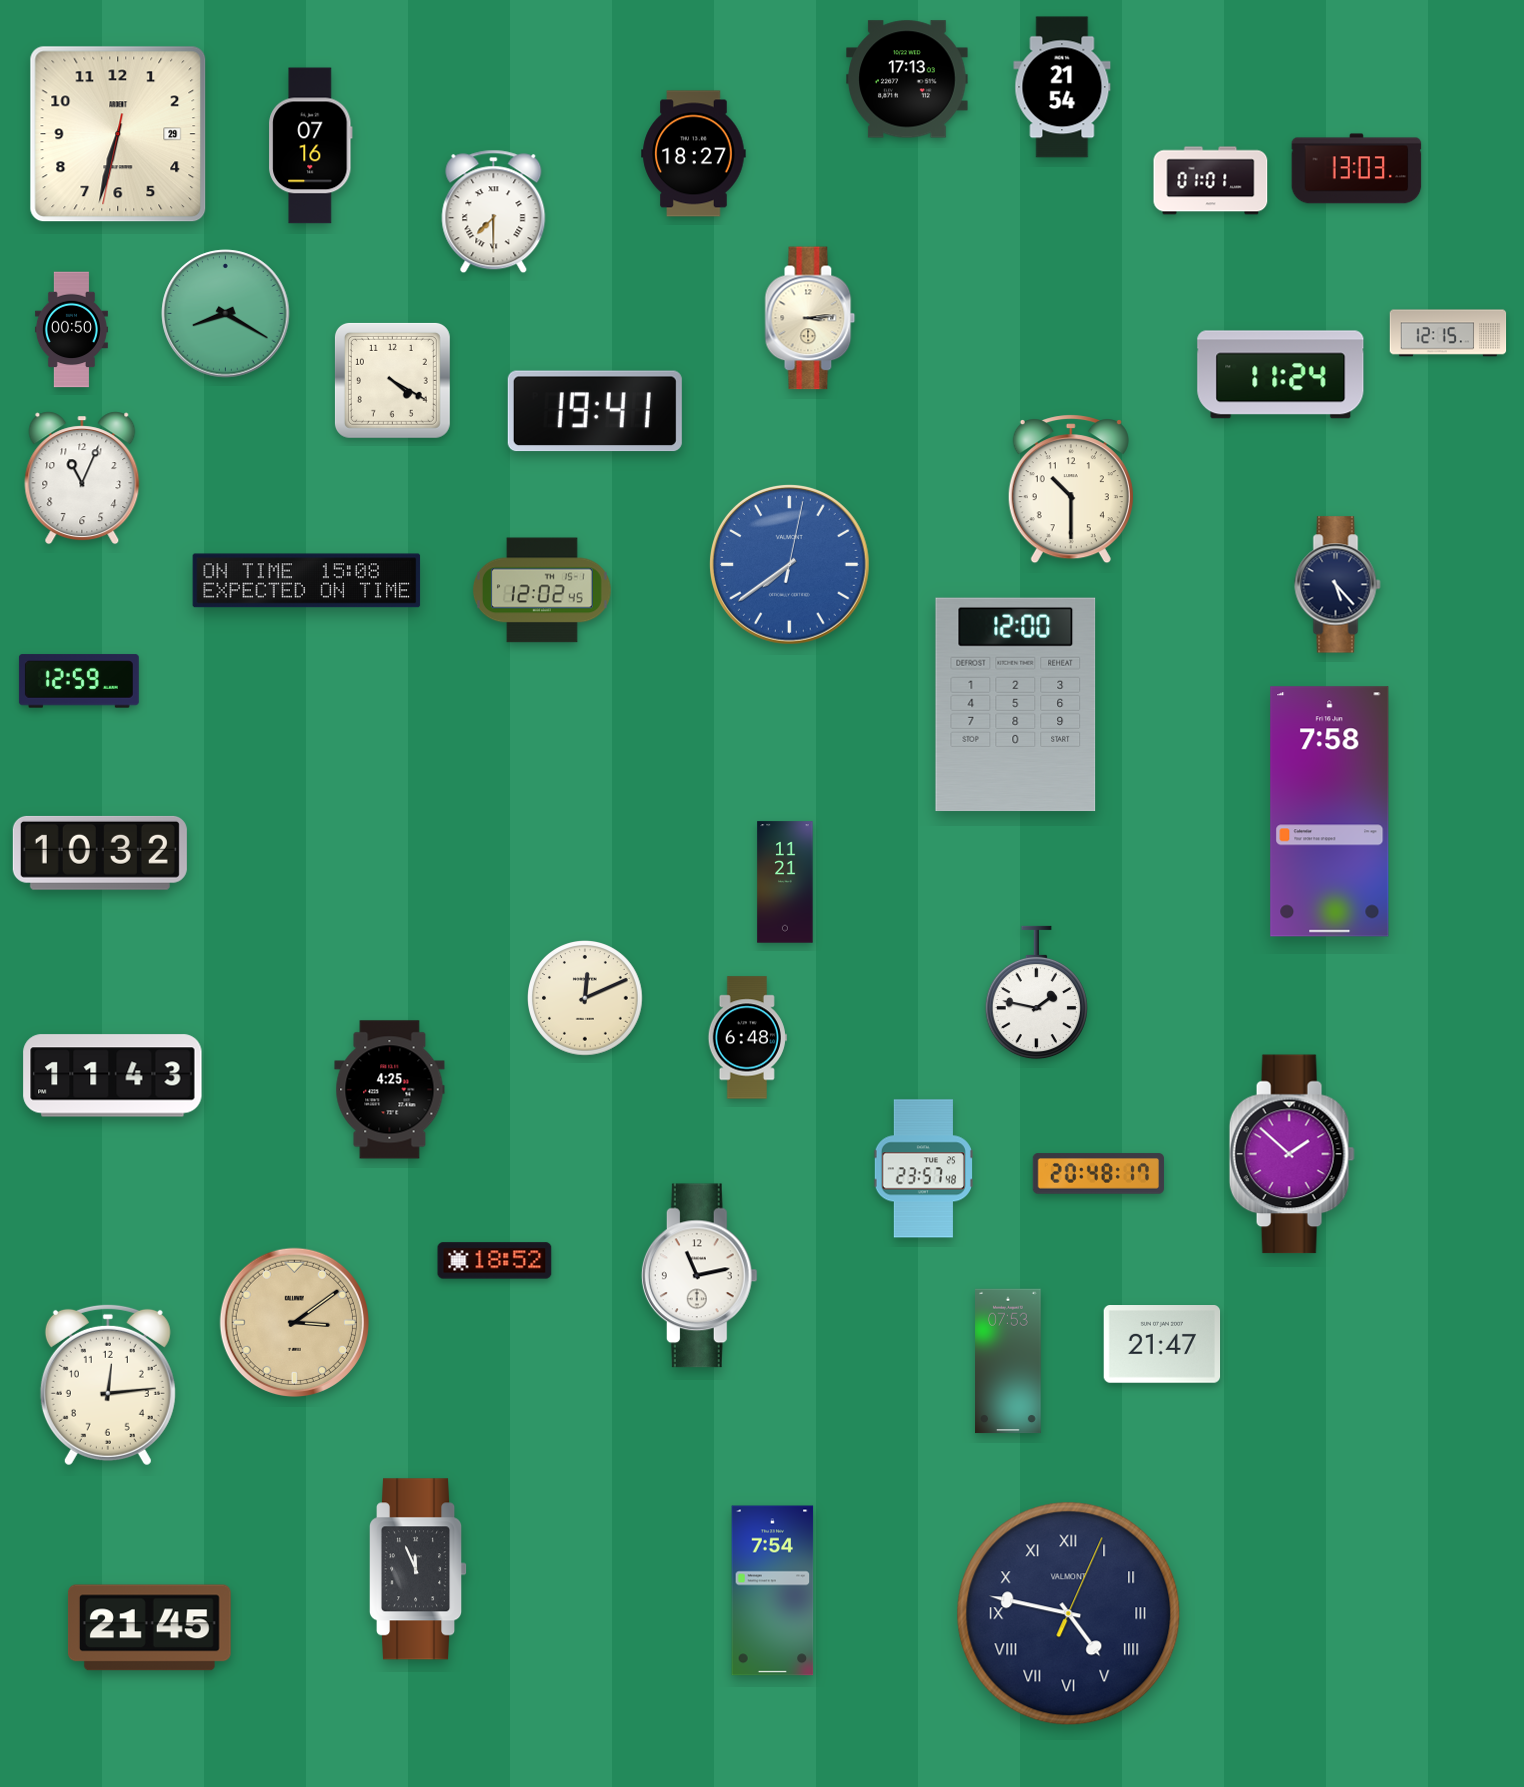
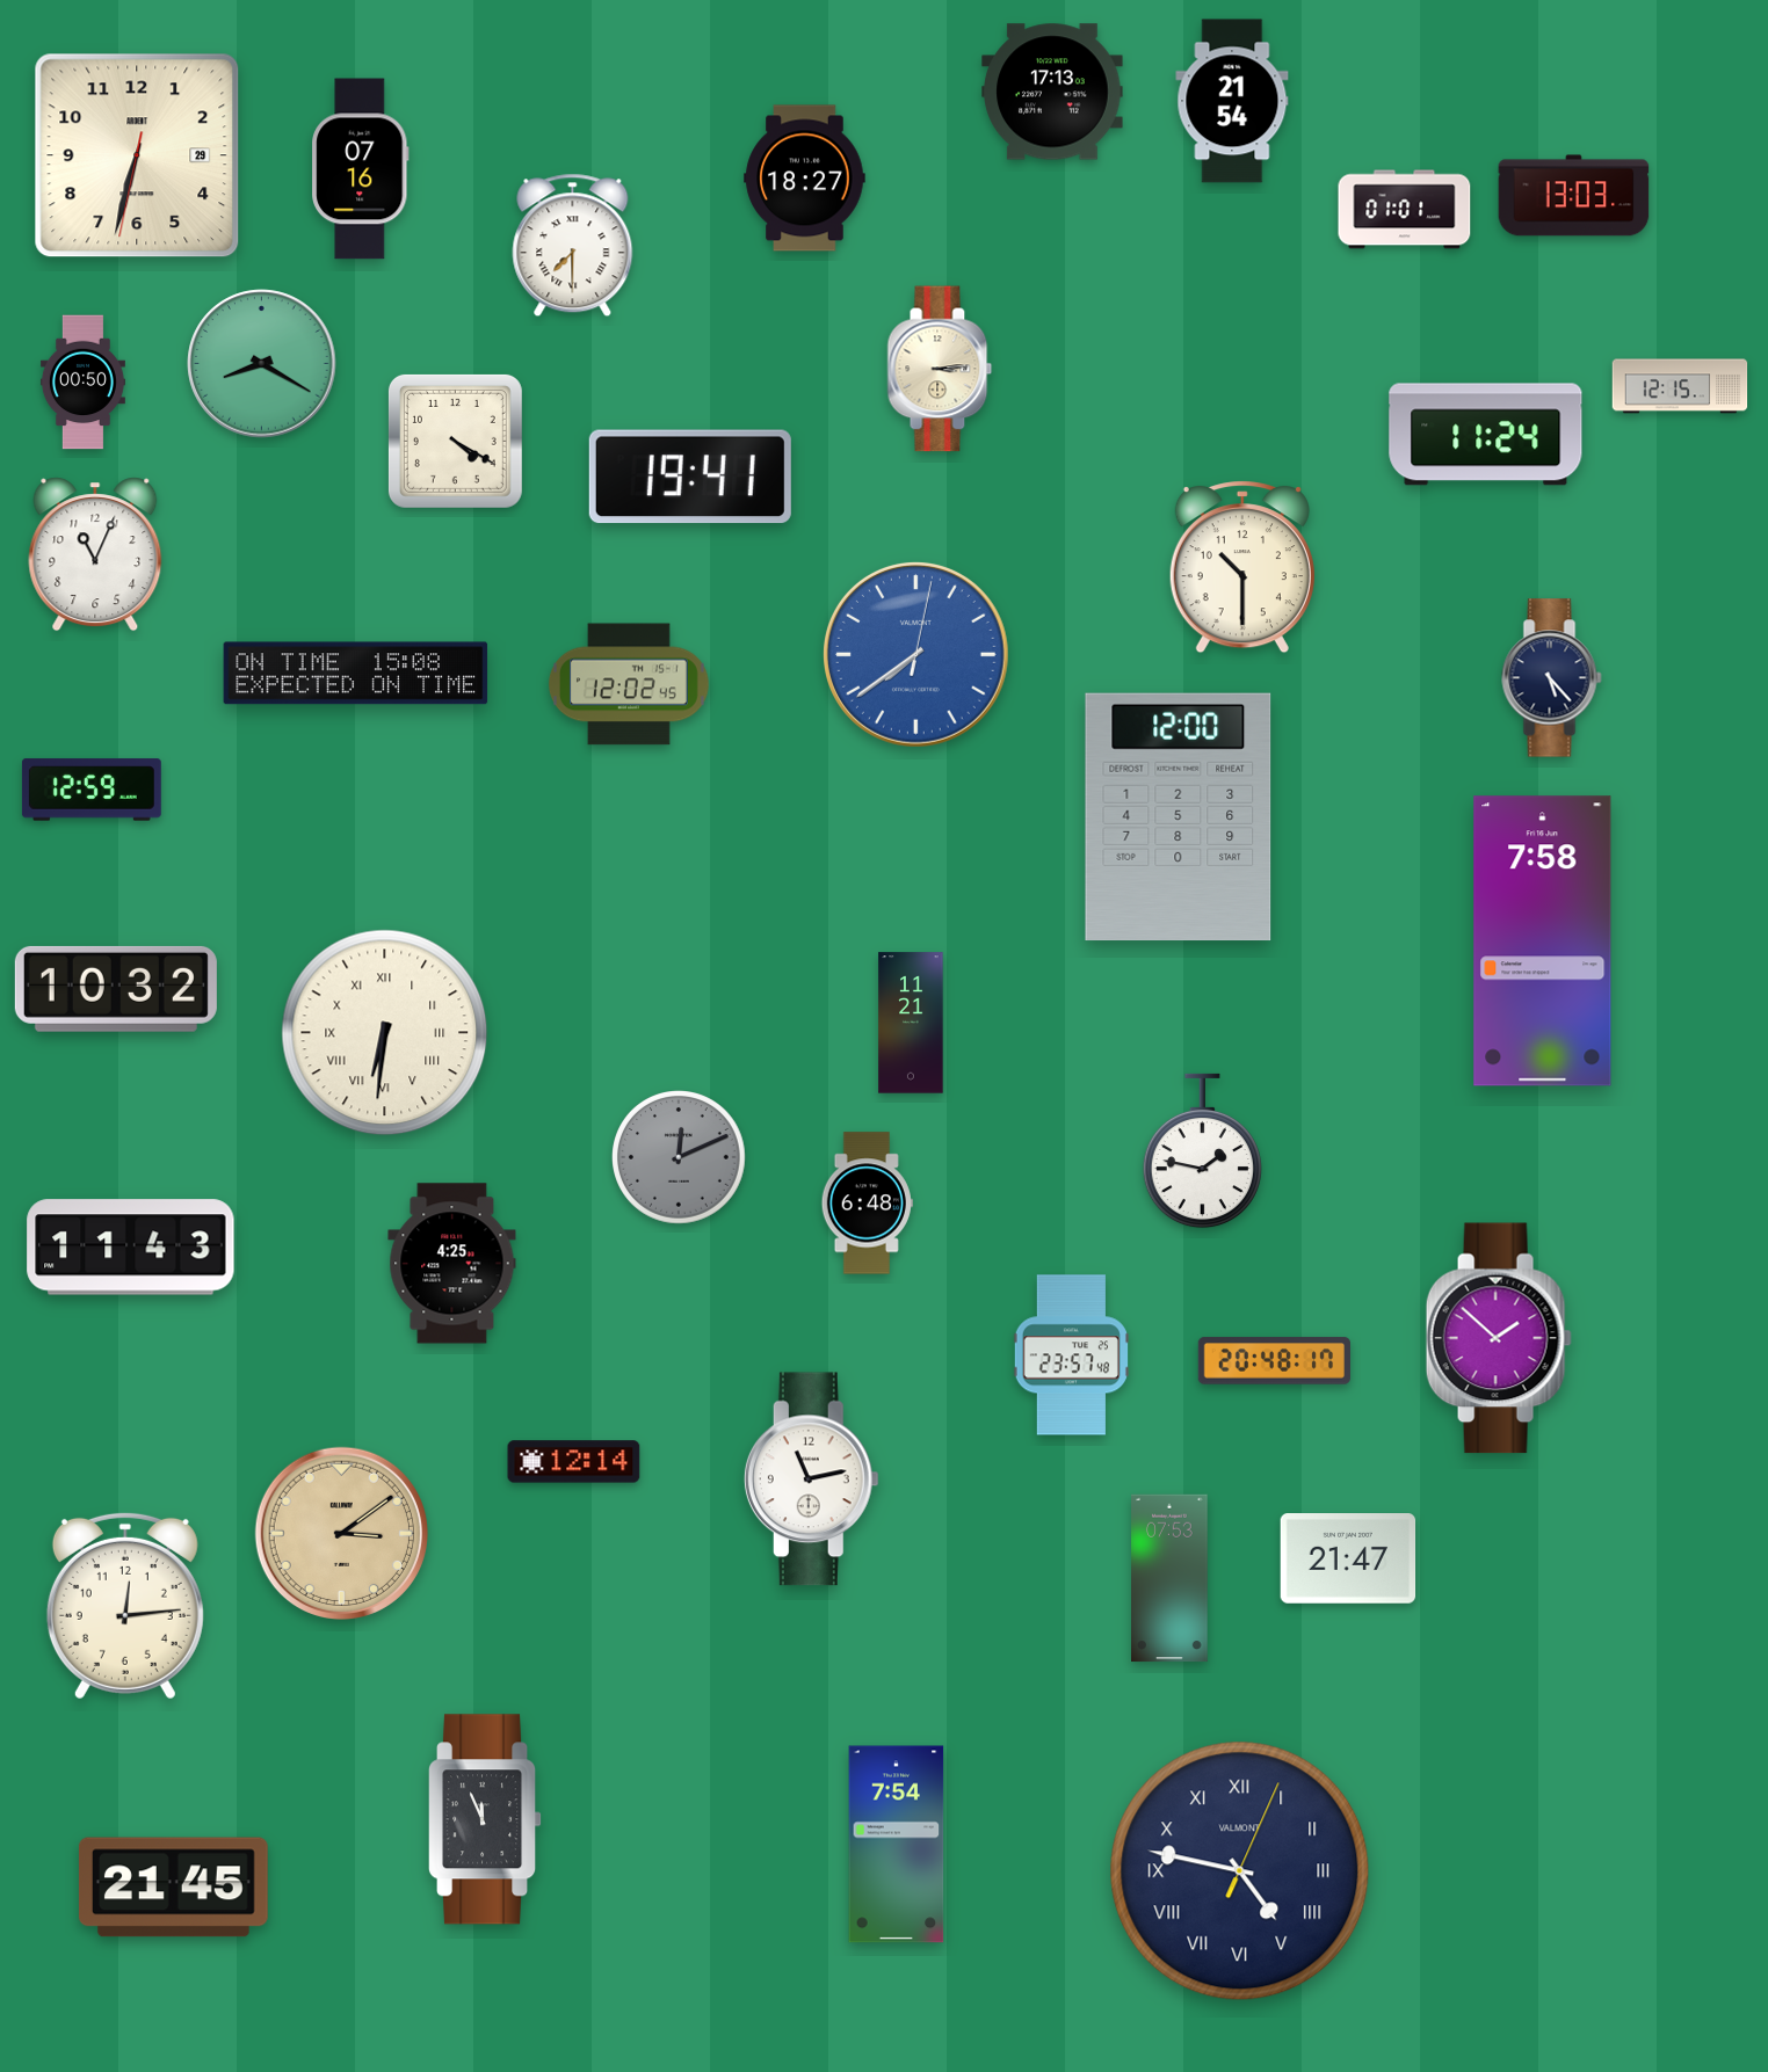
clock at (385, 1033): none -> 6:31
clock at (585, 998) dial: cream -> grey
clock at (495, 1261): 18:52 -> 12:14
